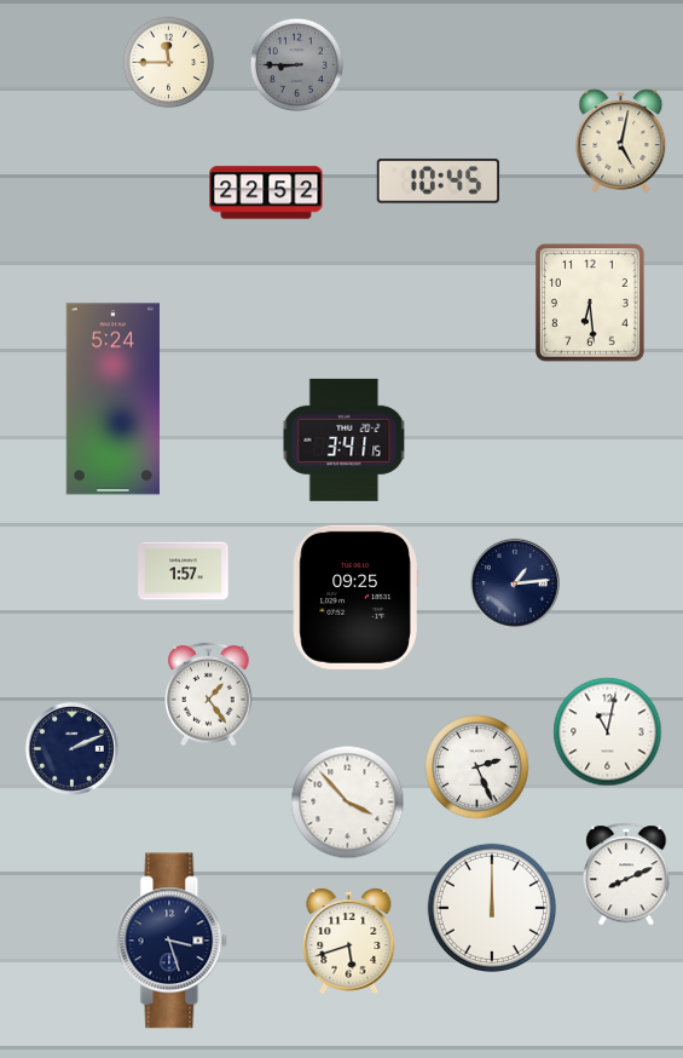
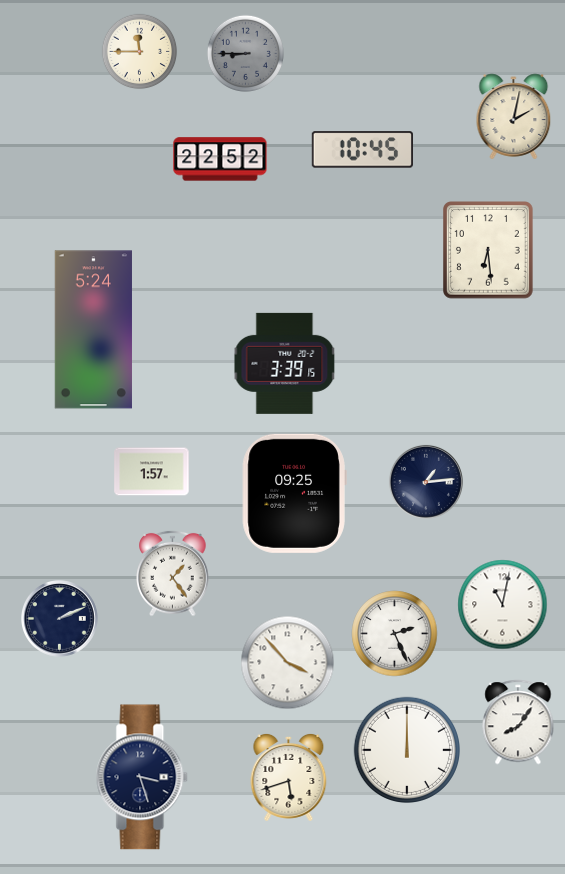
clock at (621, 142): 5:02 -> 2:02
clock at (345, 439): 3:41 -> 3:39
clock at (626, 874): 8:11 -> 8:06
